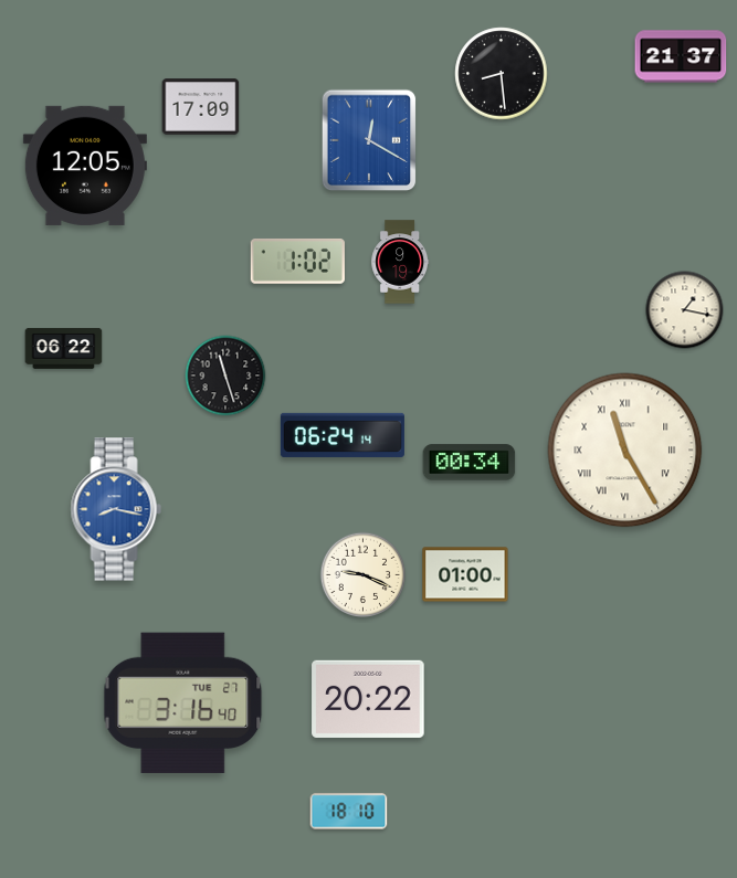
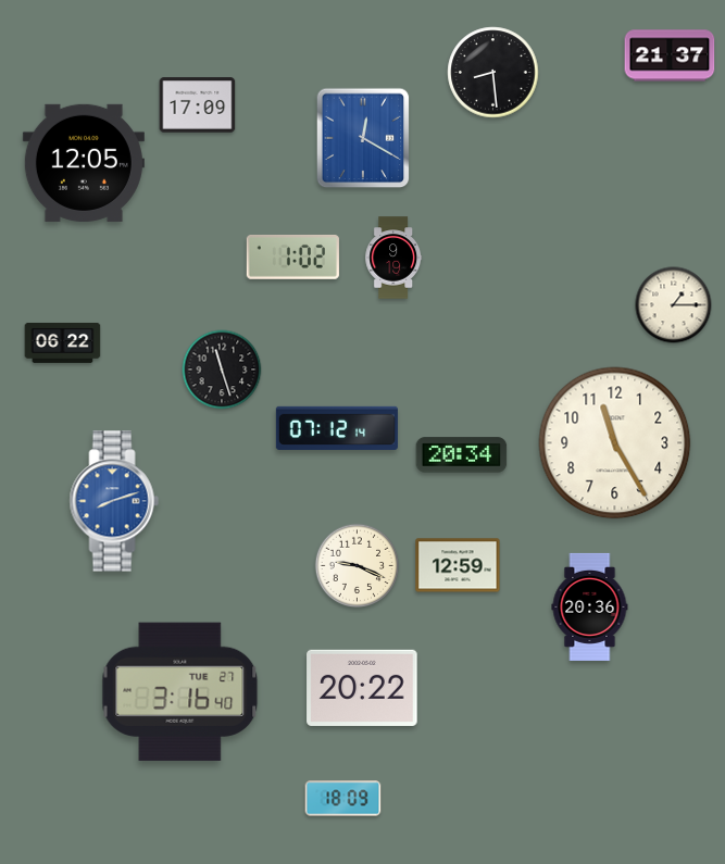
clock at (685, 310): 1:17 -> 1:15
clock at (343, 435): 06:24 -> 07:12
clock at (625, 451) numerals: Roman -> Arabic
clock at (470, 463): 00:34 -> 20:34
clock at (116, 509): 8:17 -> 8:12
clock at (465, 574): 01:00 -> 12:59
clock at (590, 606): none -> 20:36
clock at (349, 812): 18:10 -> 18:09
